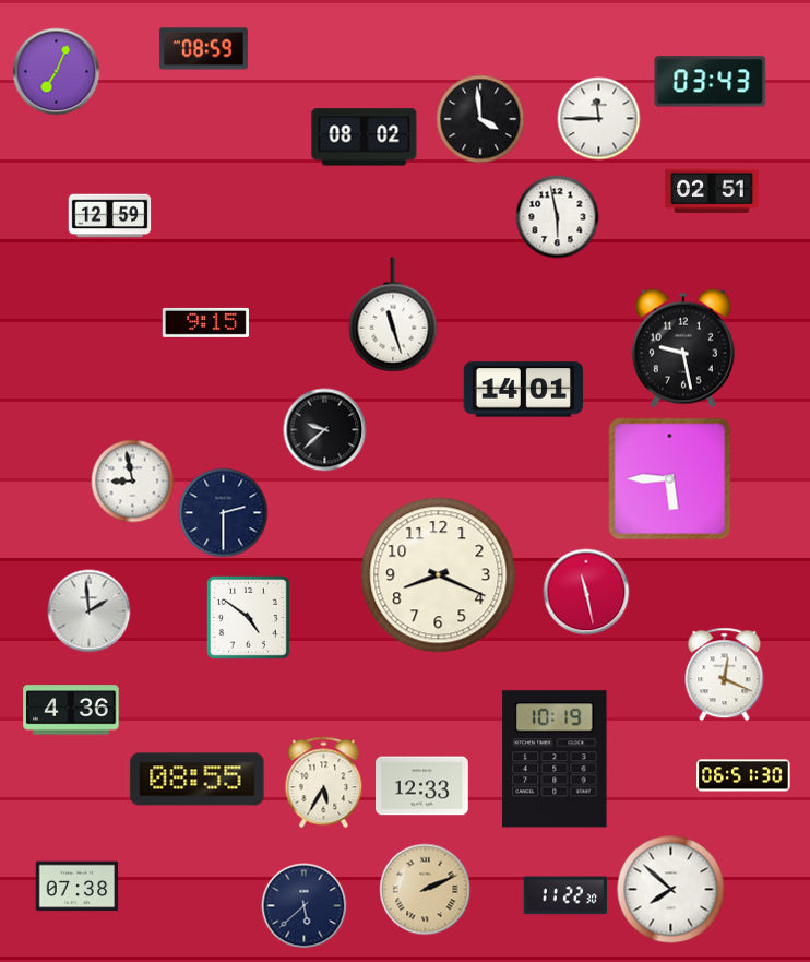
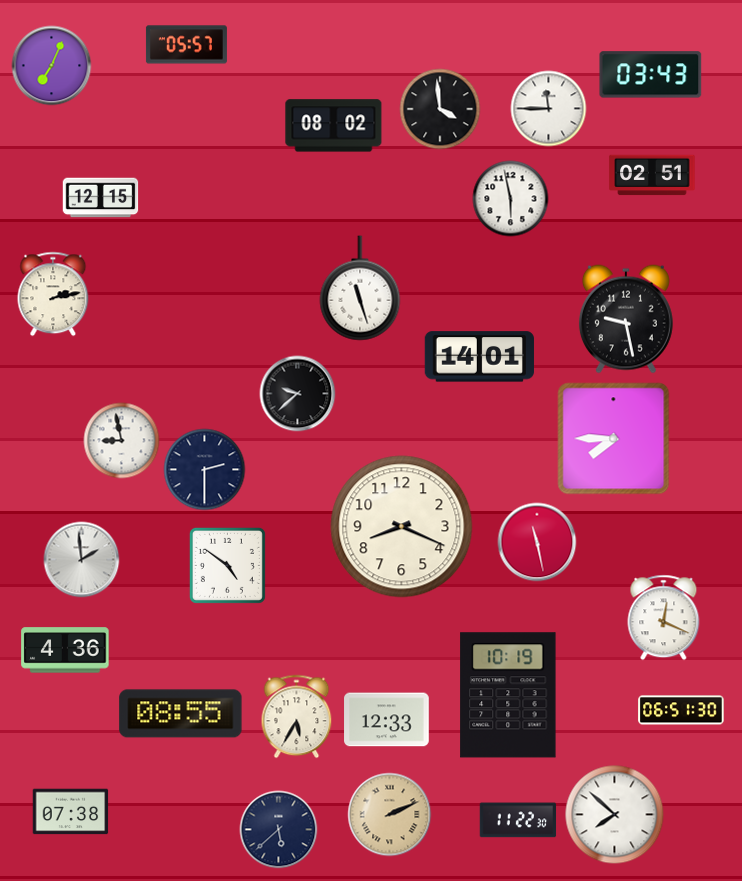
clock at (203, 49): 08:59 -> 05:57
clock at (110, 216): 12:59 -> 12:15
clock at (53, 294): none -> 2:13
clock at (205, 322): 9:15 -> none
clock at (670, 479): 5:45 -> 7:45
